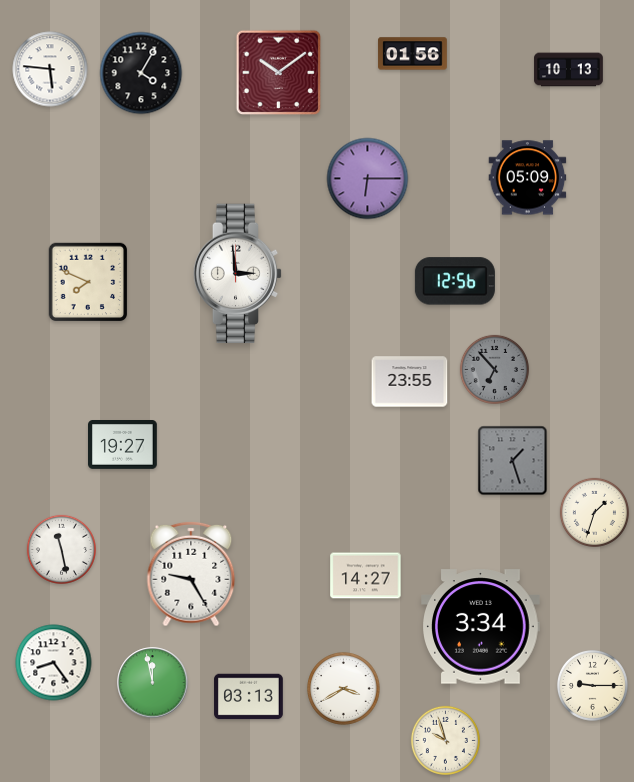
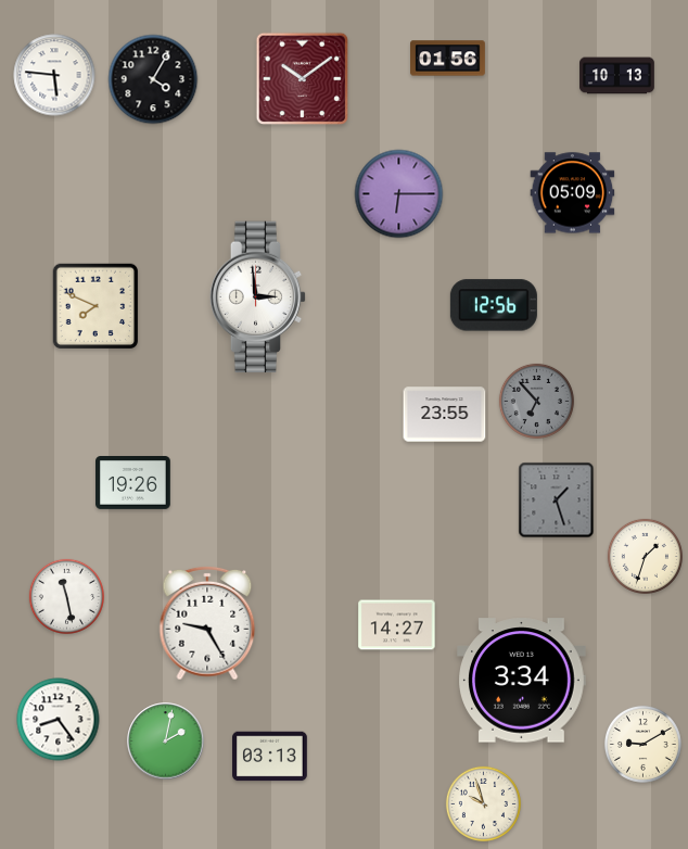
clock at (123, 445): 19:27 -> 19:26
clock at (153, 683): 11:58 -> 2:02
clock at (592, 685): 9:15 -> 9:10
clock at (344, 689): 3:40 -> none
